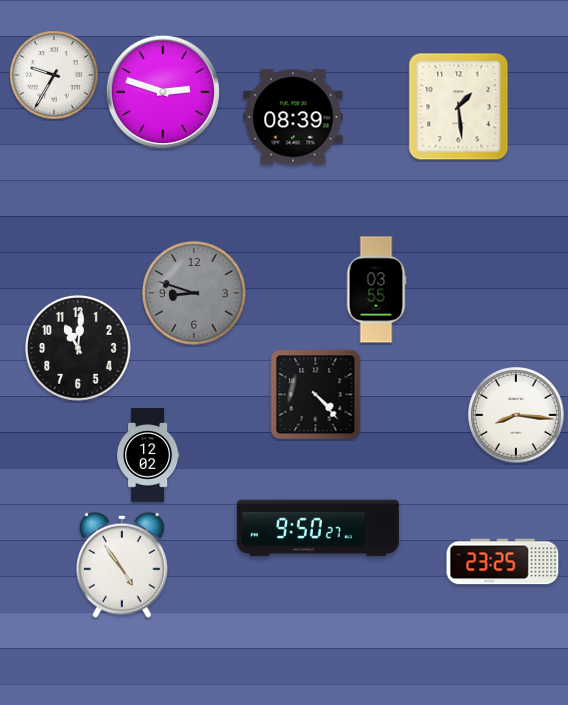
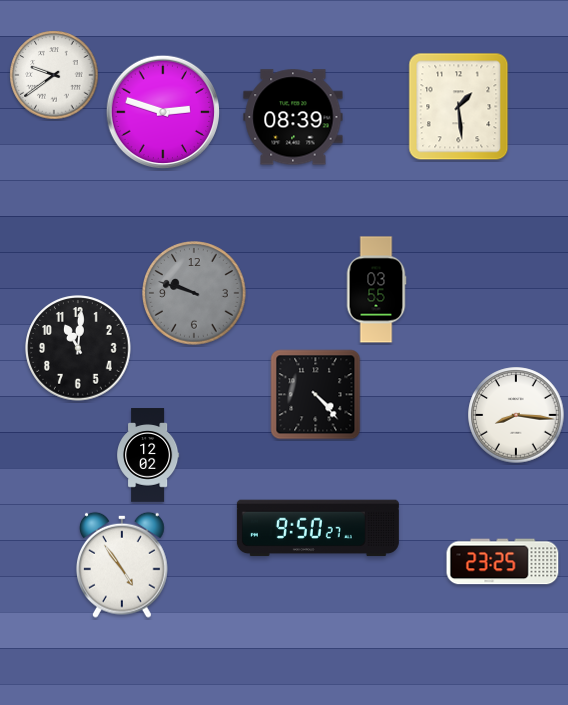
clock at (54, 75): 9:35 -> 9:39
clock at (162, 91) position: (162, 91) -> (162, 111)
clock at (194, 293): 8:48 -> 9:48
